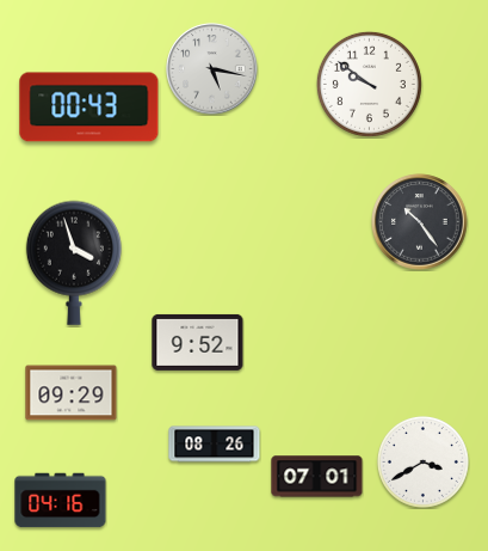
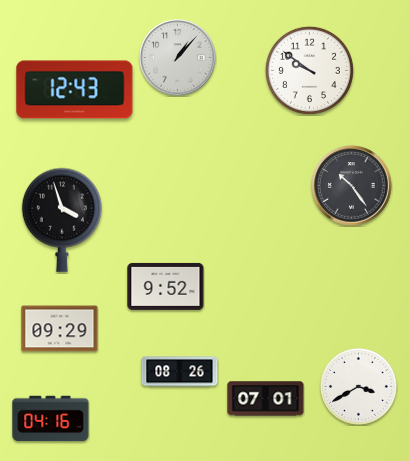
clock at (212, 69): 5:17 -> 1:07
clock at (89, 108): 00:43 -> 12:43
clock at (422, 461) position: (422, 461) -> (358, 386)
